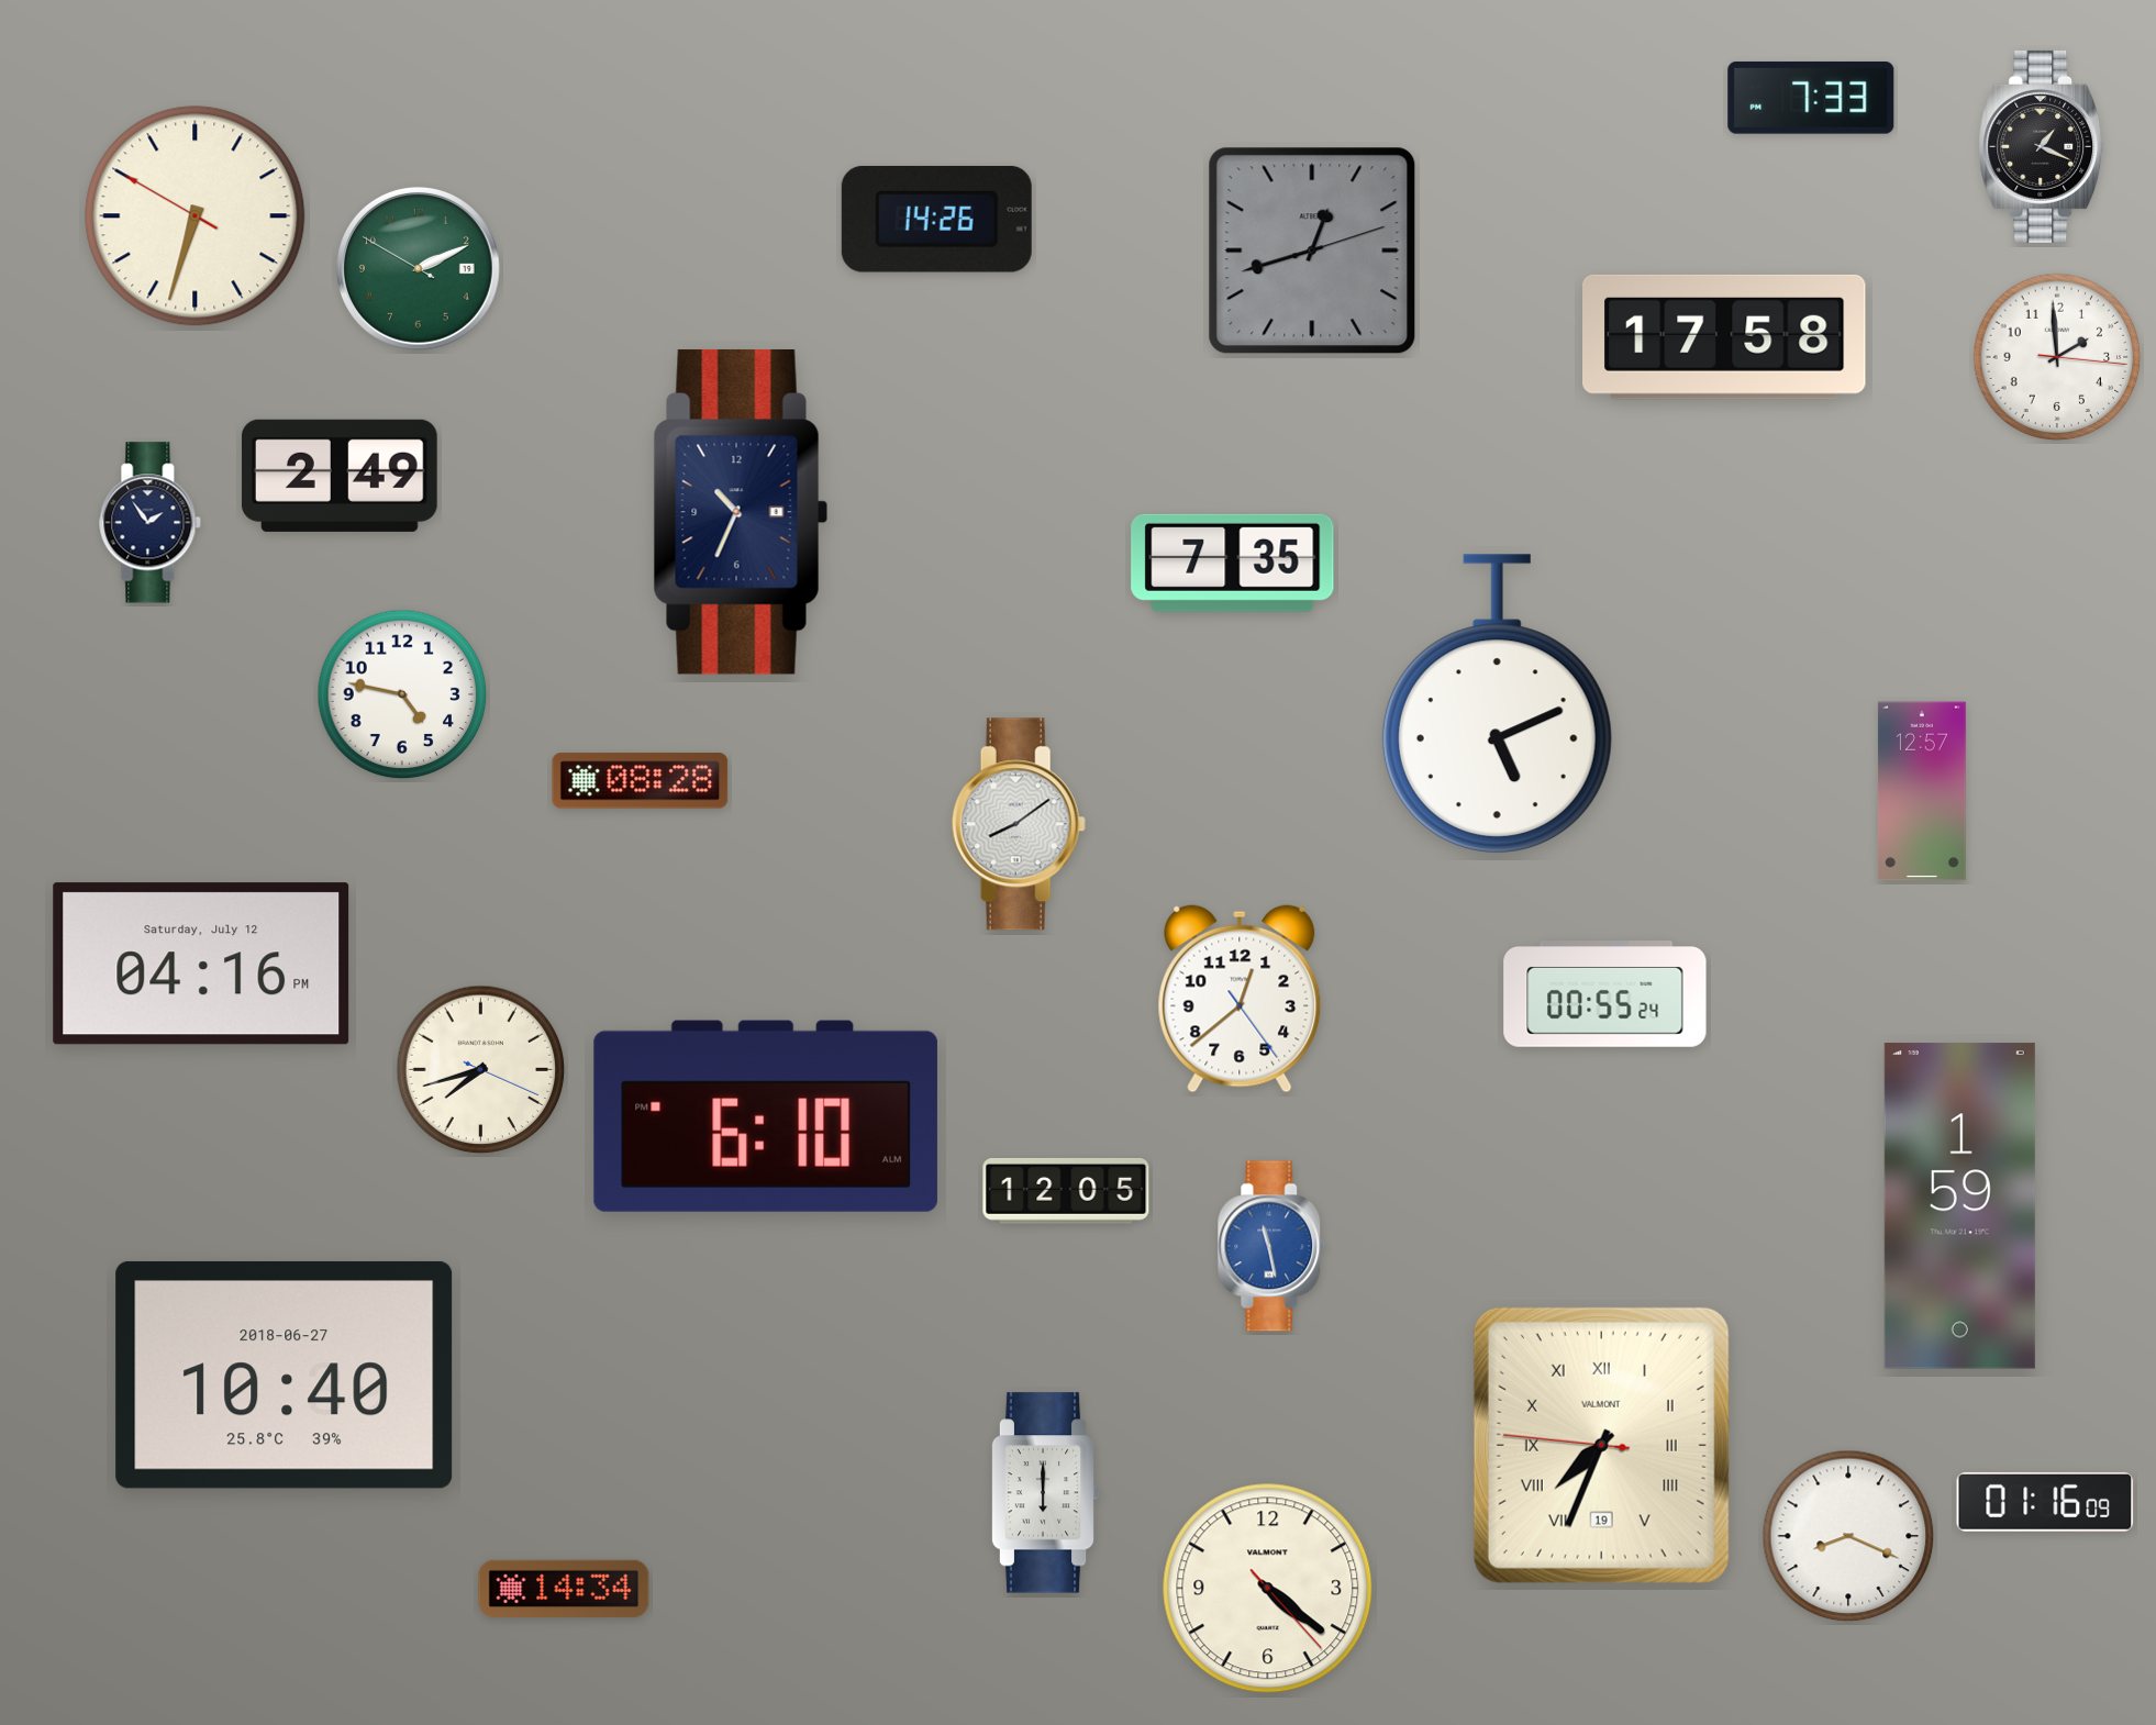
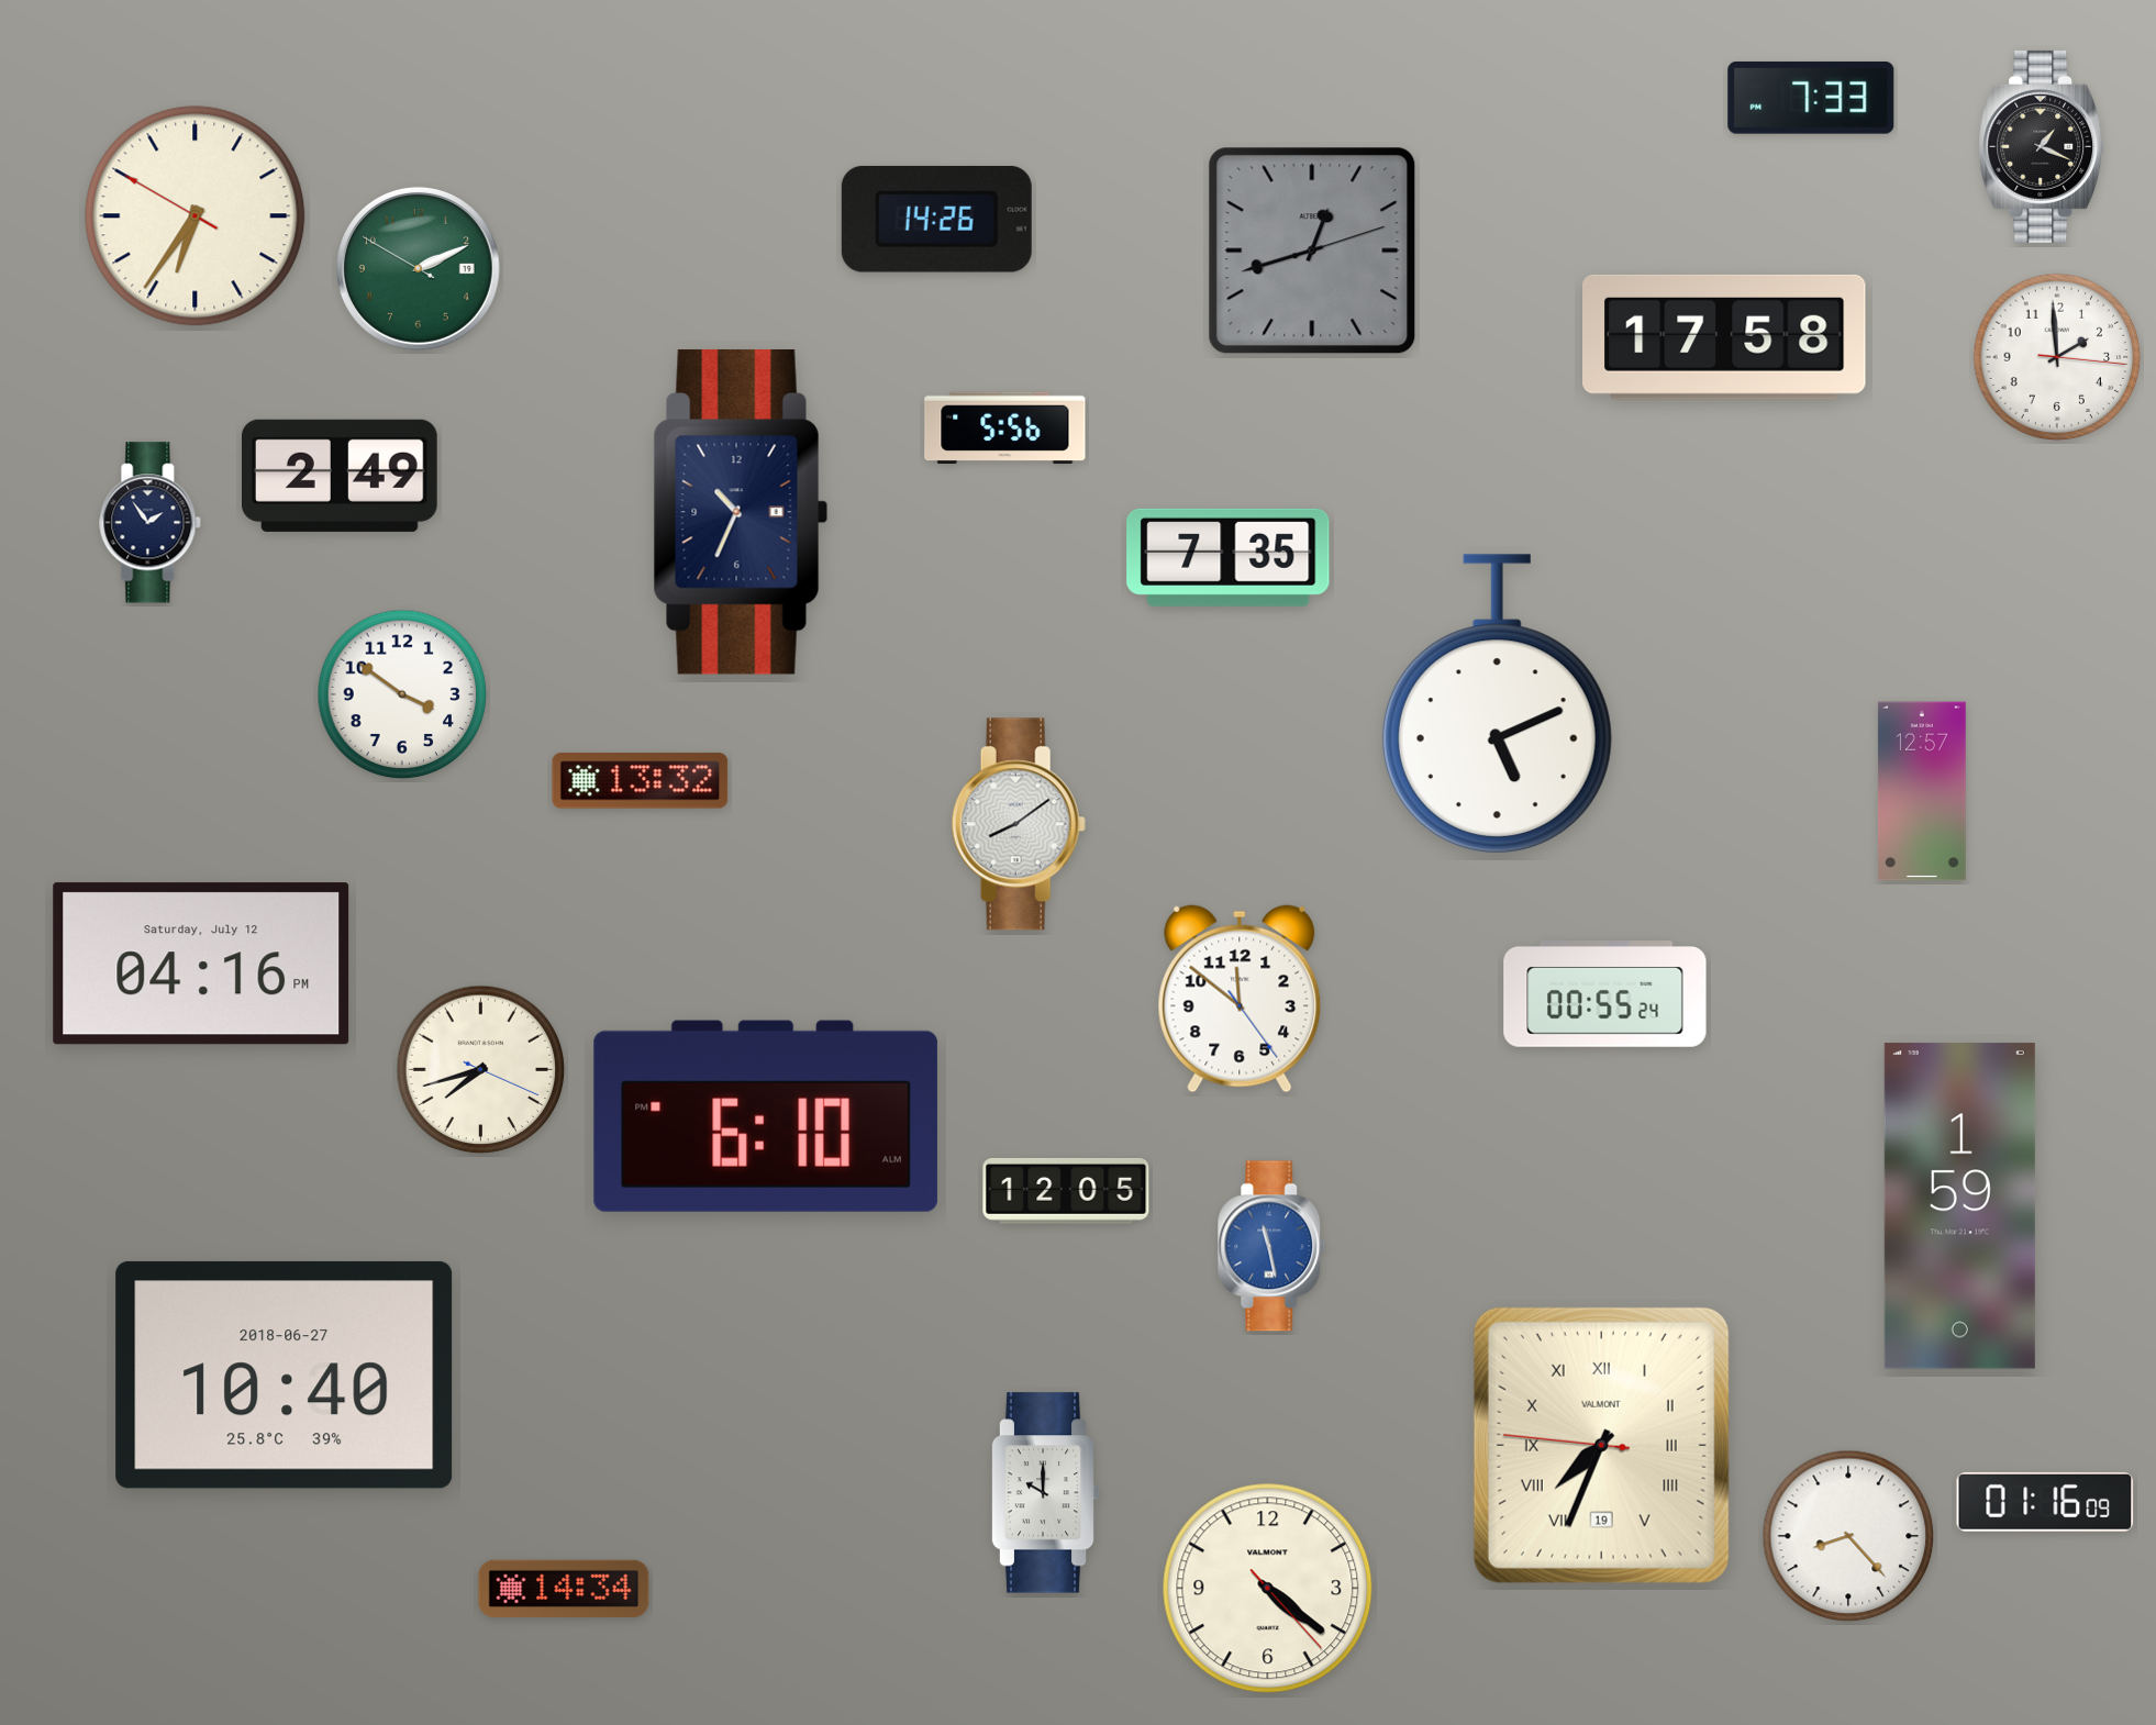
clock at (196, 216): 6:32 -> 6:35
clock at (1005, 429): none -> 5:56
clock at (1233, 563) position: (1233, 563) -> (1229, 557)
clock at (402, 694): 4:47 -> 3:51
clock at (641, 781): 08:28 -> 13:32
clock at (1240, 999): 12:38 -> 11:51
clock at (1045, 1493): 6:00 -> 10:00
clock at (1848, 1536): 8:19 -> 8:23
